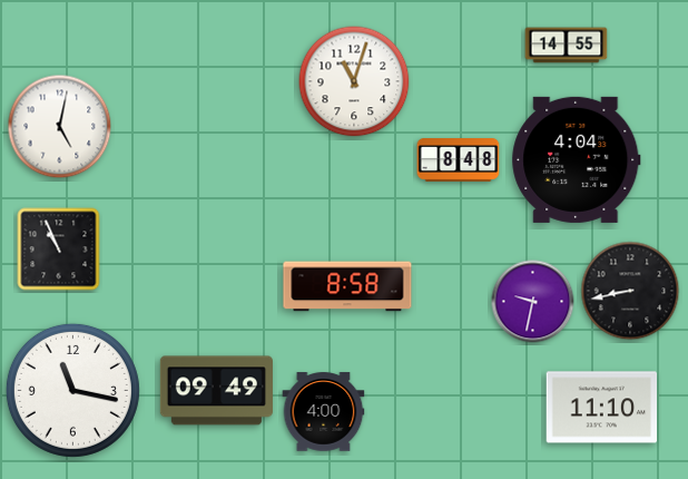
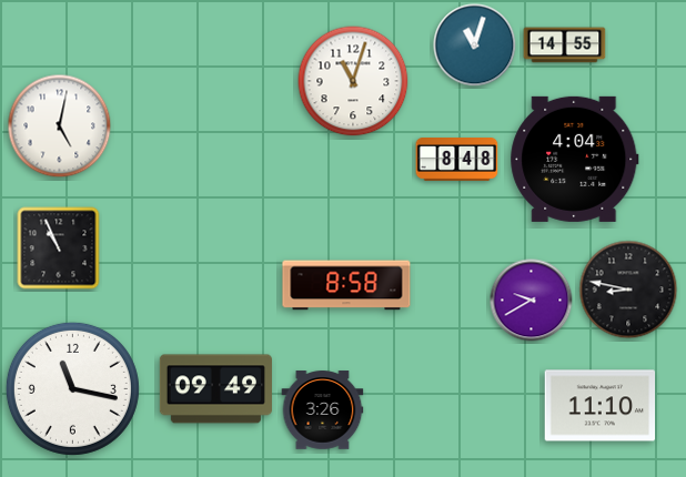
clock at (475, 45): none -> 11:03
clock at (630, 291): 8:43 -> 8:47
clock at (533, 302): 9:32 -> 9:40
clock at (324, 412): 4:00 -> 3:26
